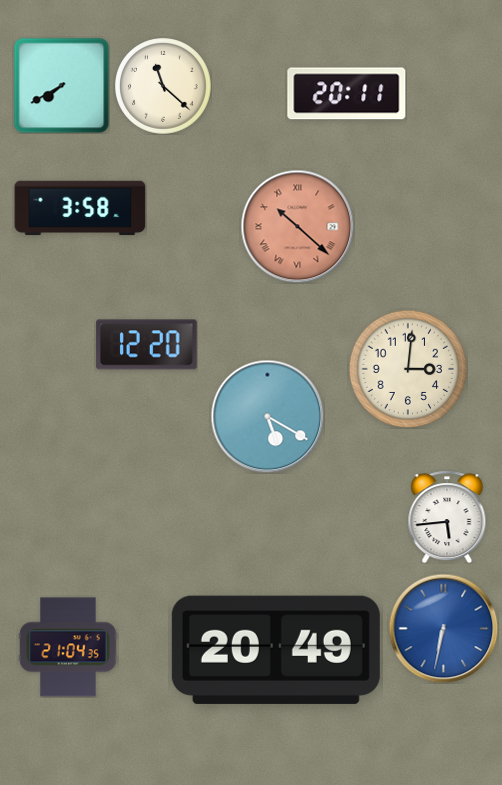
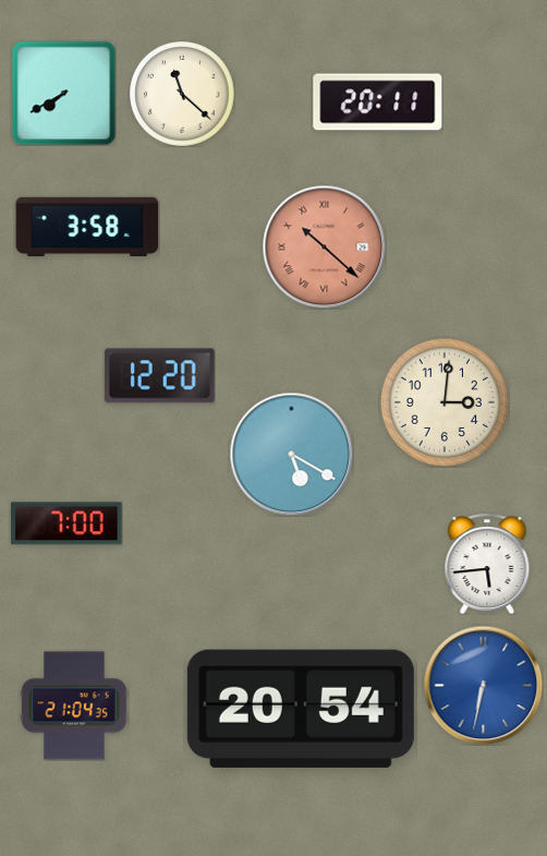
clock at (61, 85) position: (61, 85) -> (63, 93)
clock at (163, 86) position: (163, 86) -> (182, 94)
clock at (66, 523): none -> 7:00
clock at (276, 650): 20:49 -> 20:54
